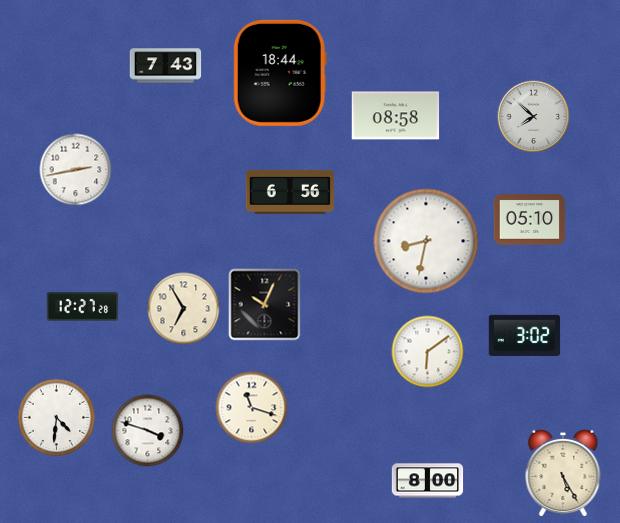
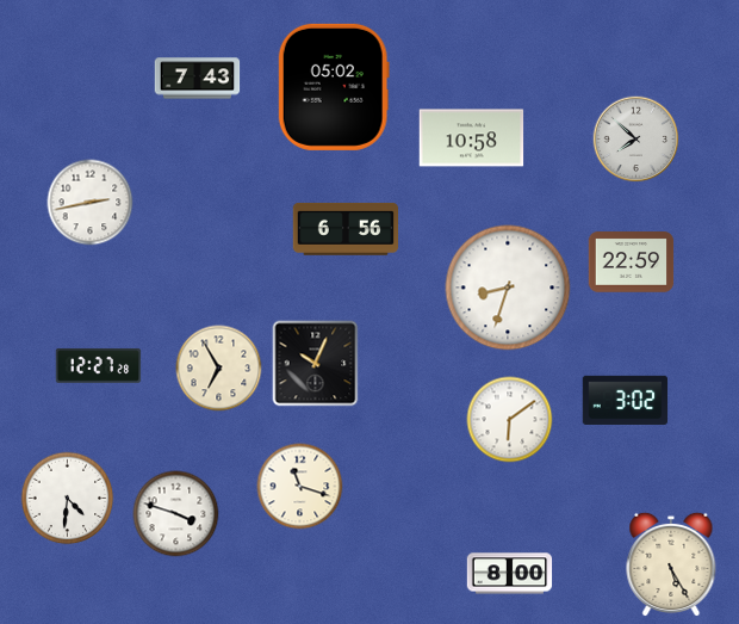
clock at (280, 73): 18:44 -> 05:02
clock at (396, 116): 08:58 -> 10:58
clock at (530, 220): 05:10 -> 22:59
clock at (426, 241): 8:32 -> 8:33
